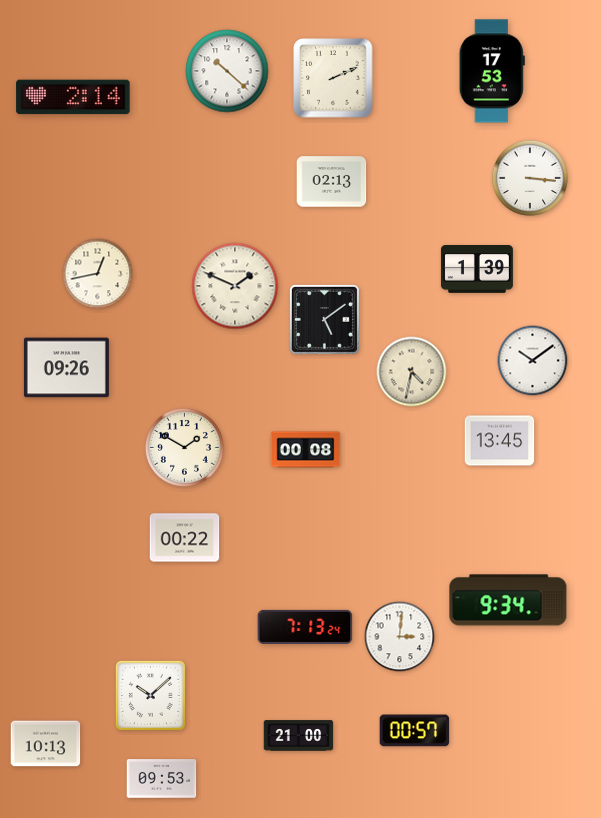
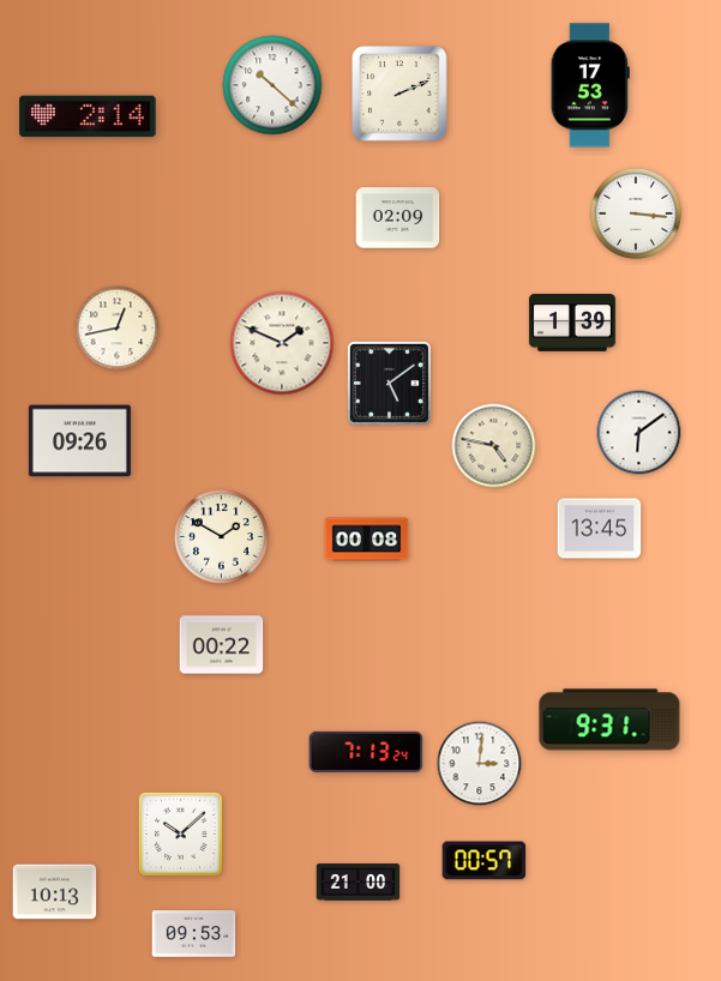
clock at (332, 182): 02:13 -> 02:09
clock at (533, 361): 10:09 -> 6:09
clock at (412, 372): 4:32 -> 4:47
clock at (508, 600): 9:34 -> 9:31
clock at (415, 731) position: (415, 731) -> (485, 861)
